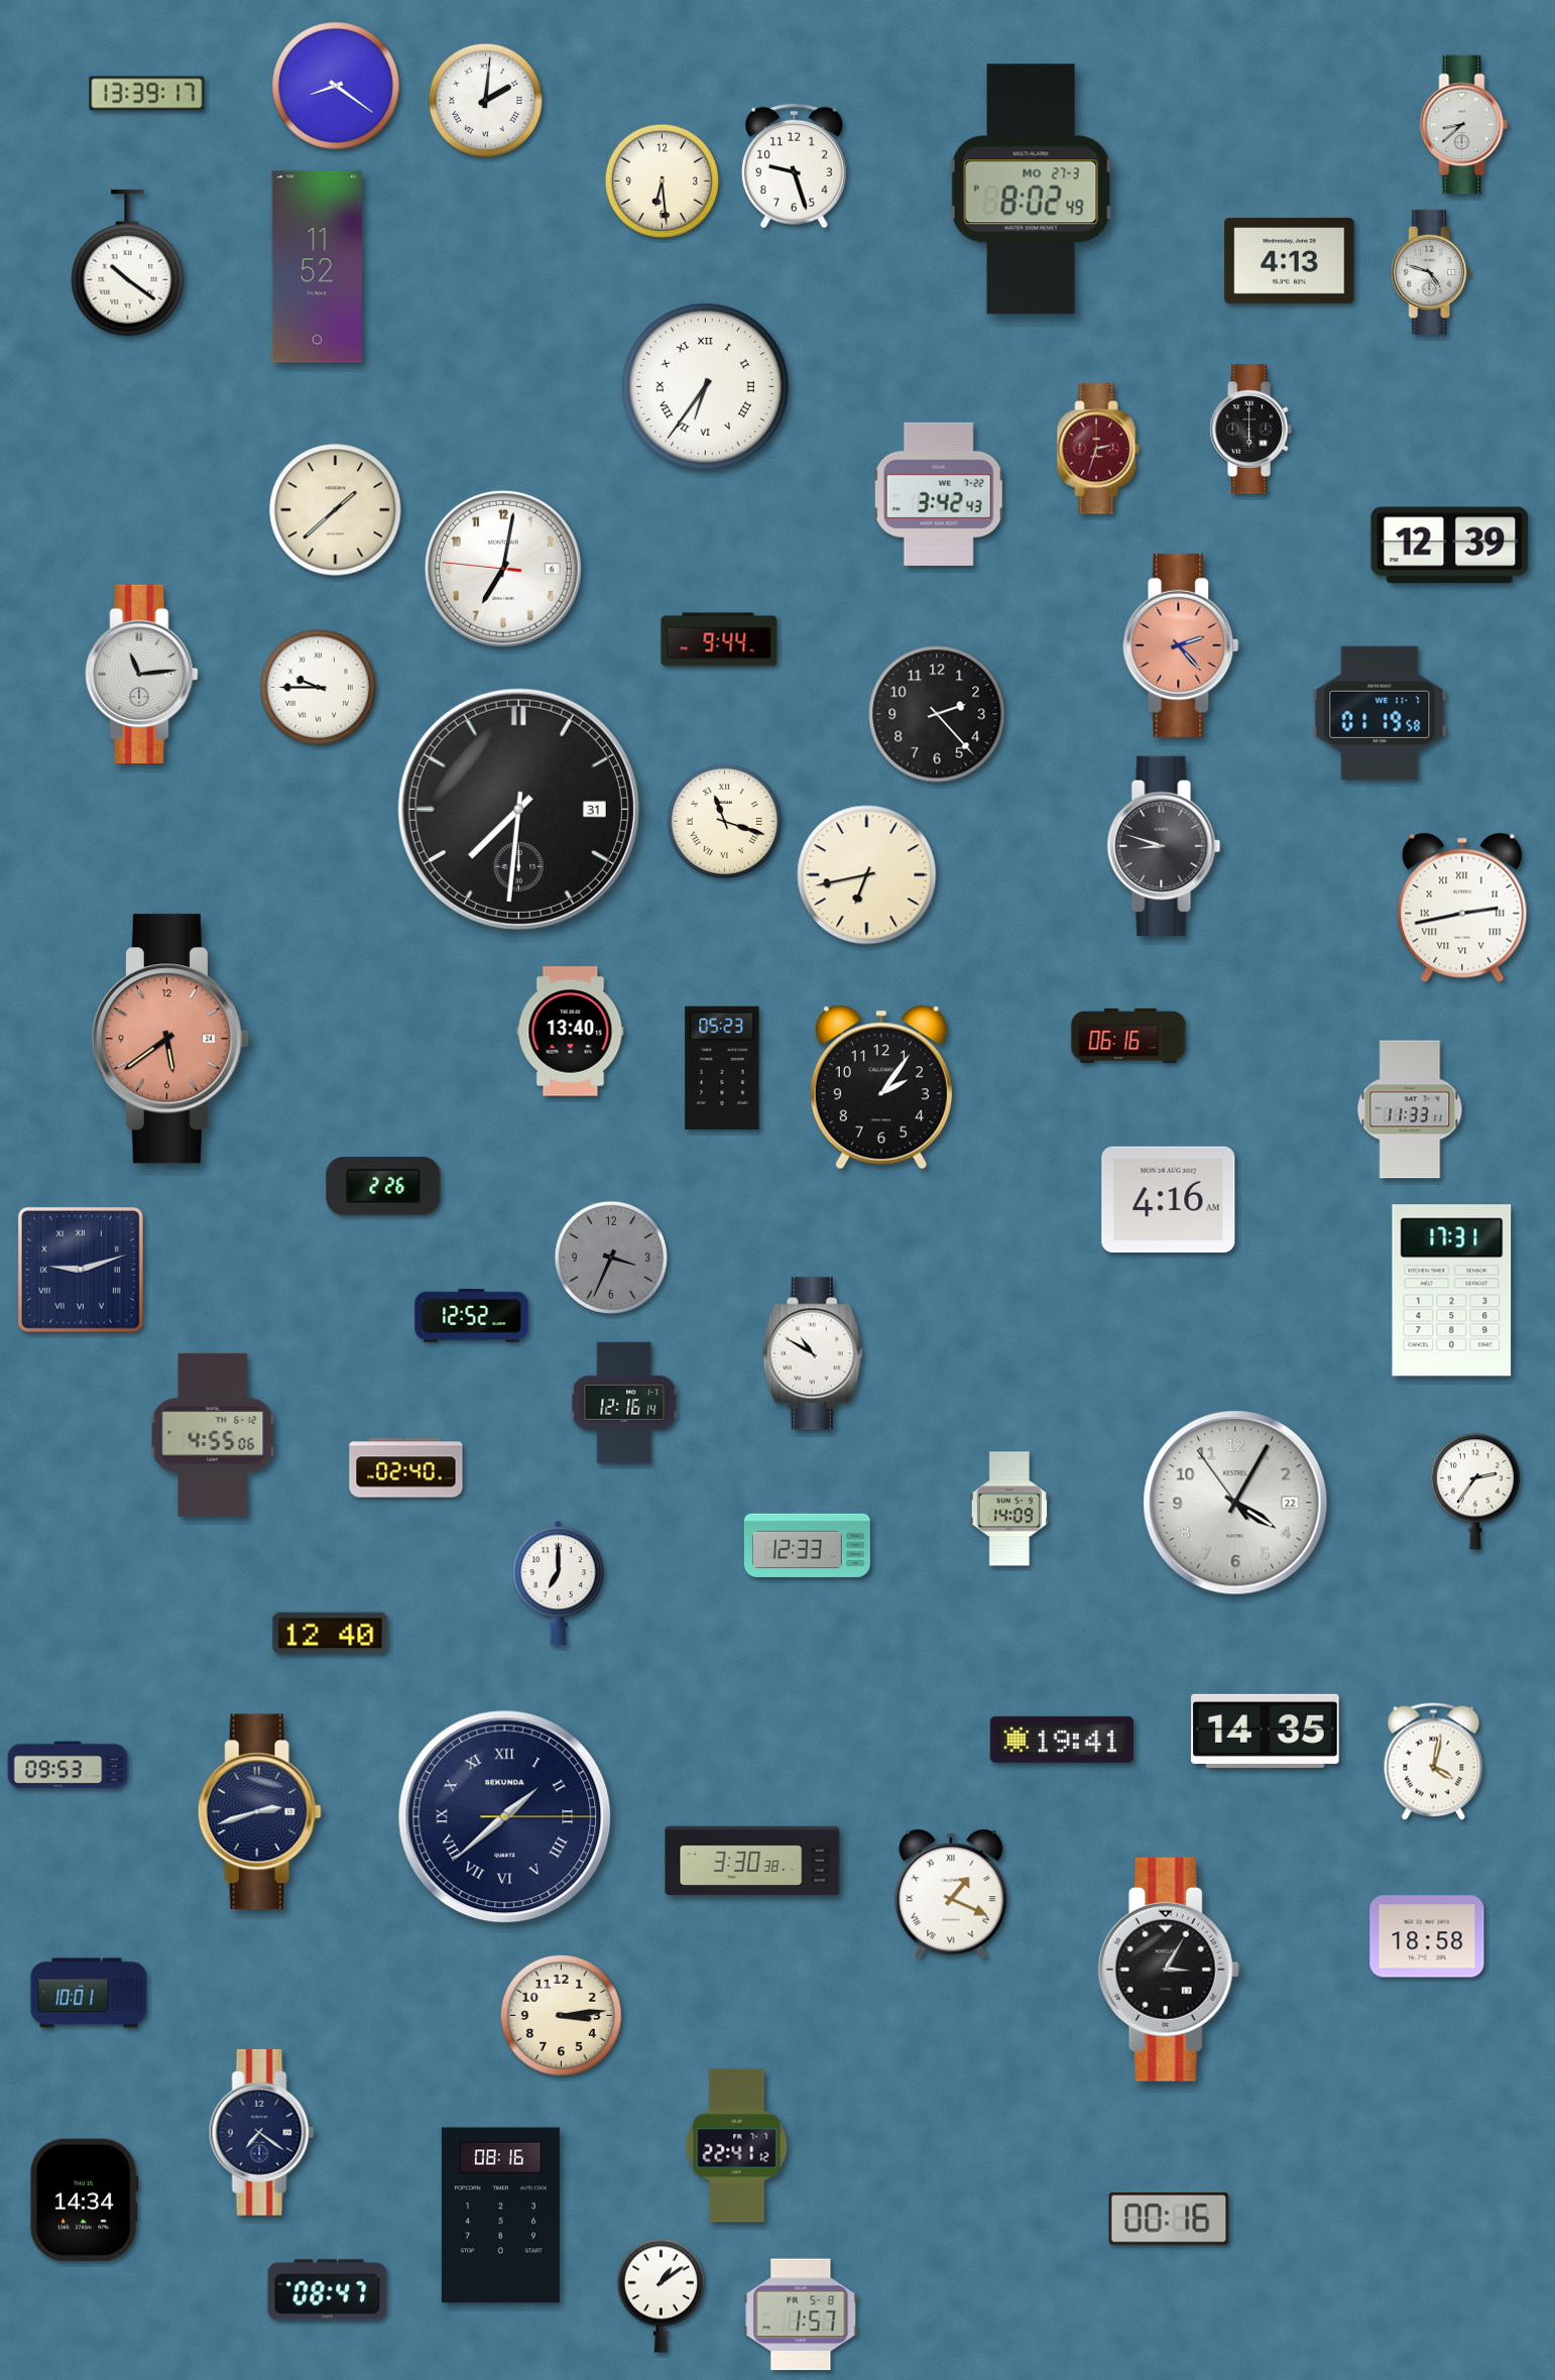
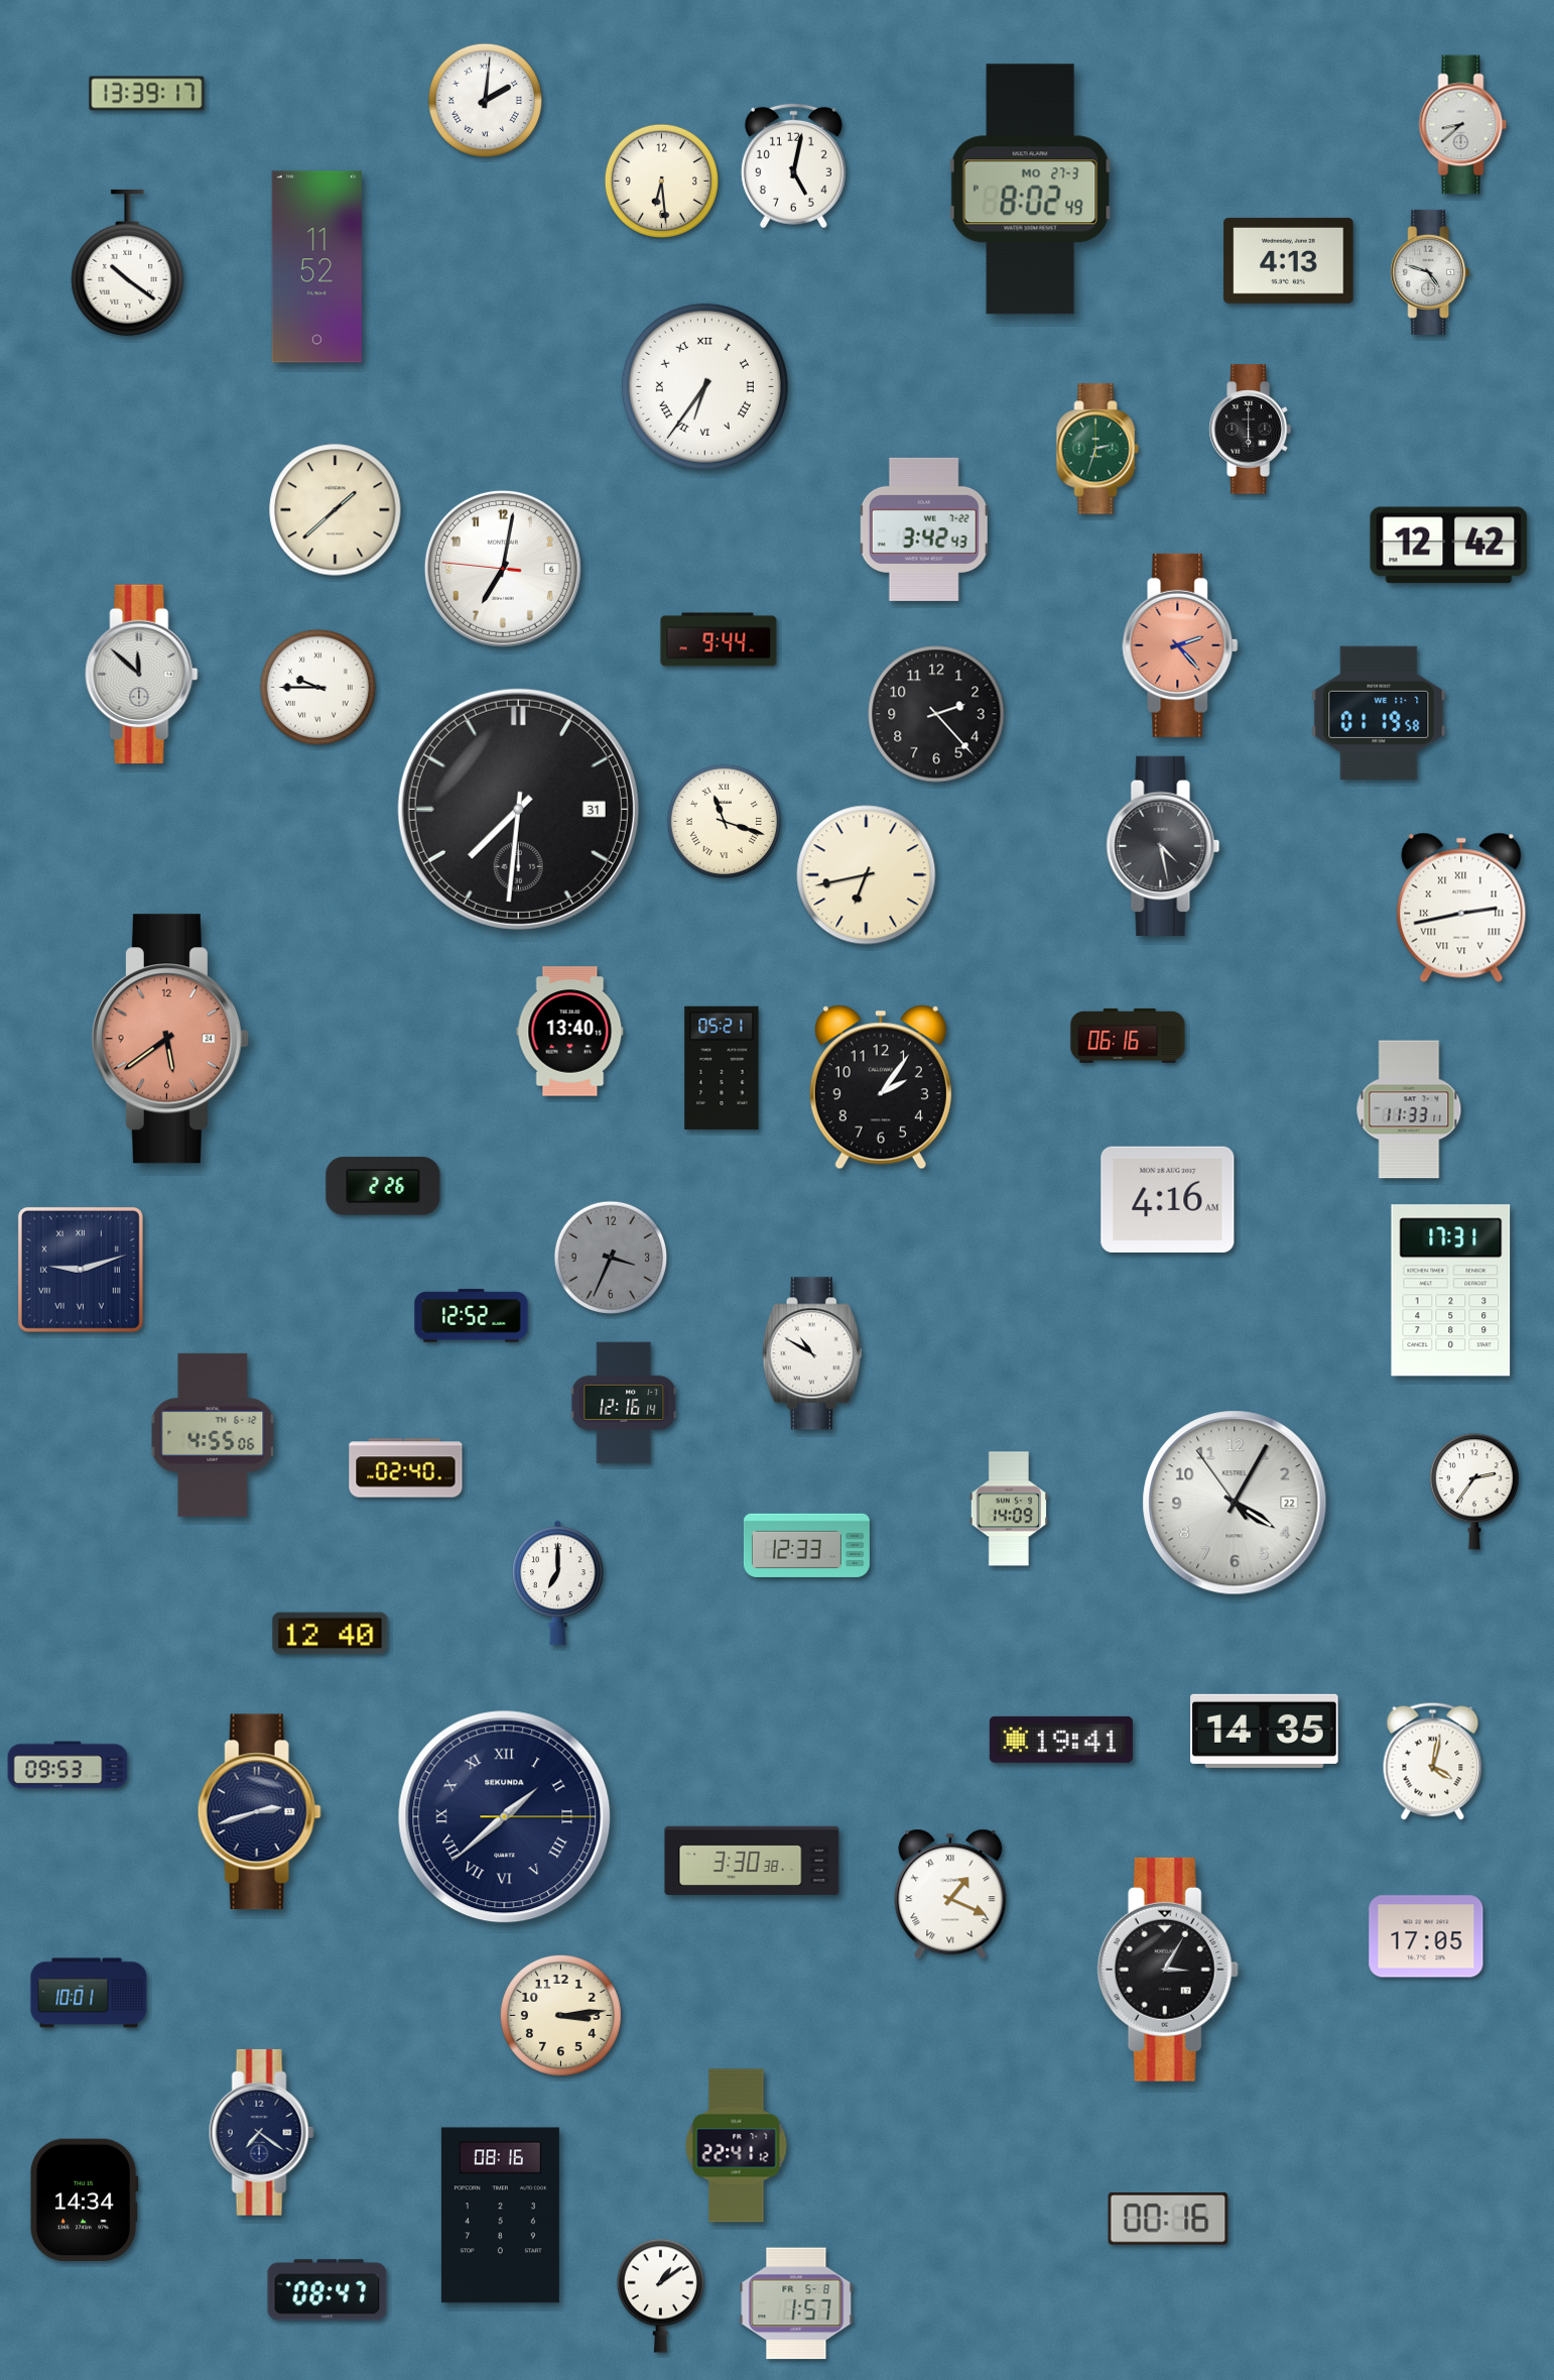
clock at (336, 86): 8:21 -> none
clock at (794, 165): 9:27 -> 5:02
clock at (1098, 449) dial: burgundy -> green
clock at (939, 494) position: (939, 494) -> (924, 529)
clock at (1450, 546): 12:39 -> 12:42
clock at (142, 675): 11:14 -> 11:52
clock at (1164, 846): 8:48 -> 4:28
clock at (722, 1068): 05:23 -> 05:21
clock at (1427, 1936): 18:58 -> 17:05
clock at (801, 2314) position: (801, 2314) -> (796, 2303)
